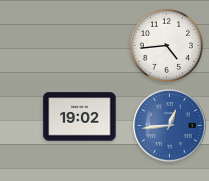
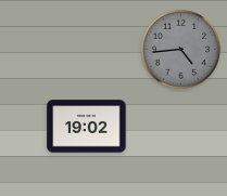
clock at (166, 45) dial: white -> grey
clock at (170, 126): 12:44 -> none
